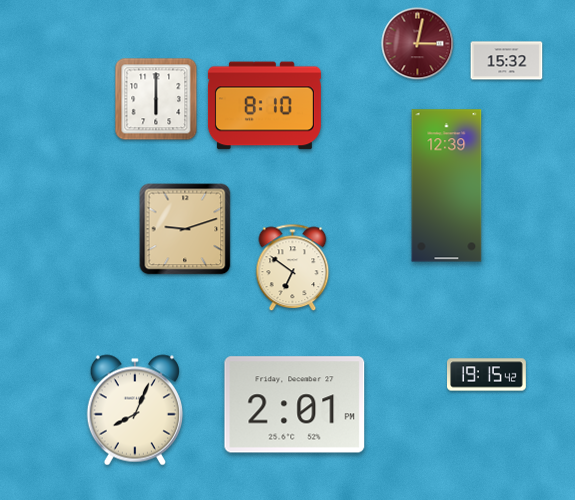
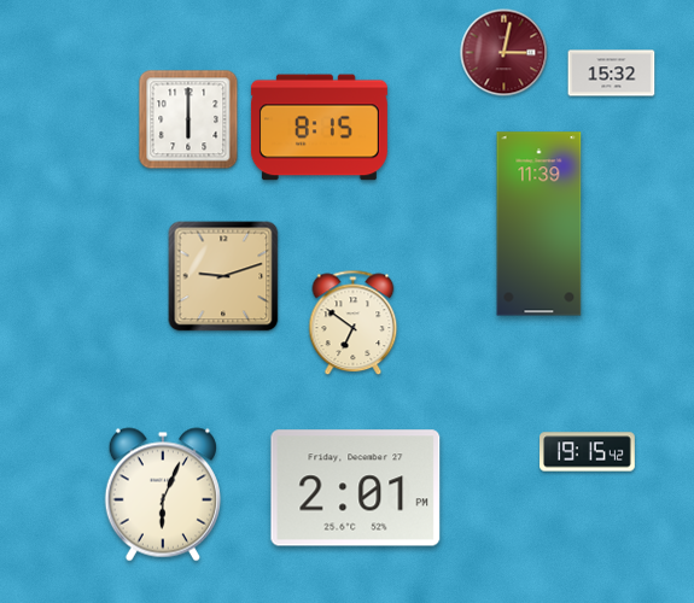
clock at (264, 106): 8:10 -> 8:15
clock at (447, 186): 12:39 -> 11:39
clock at (135, 410): 8:04 -> 6:04
